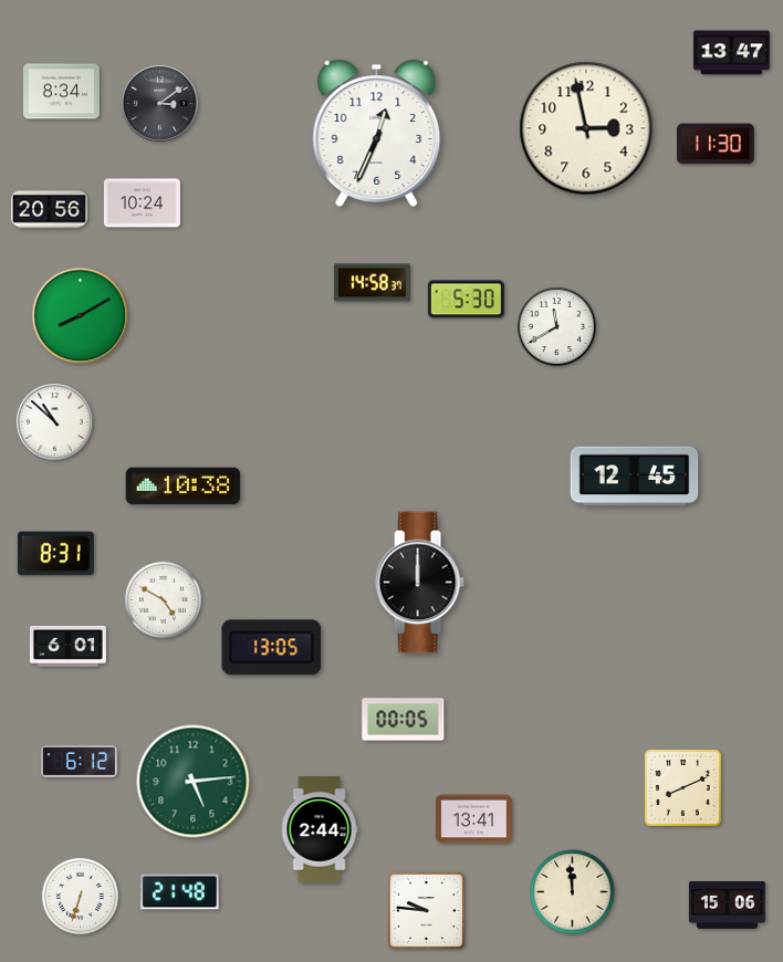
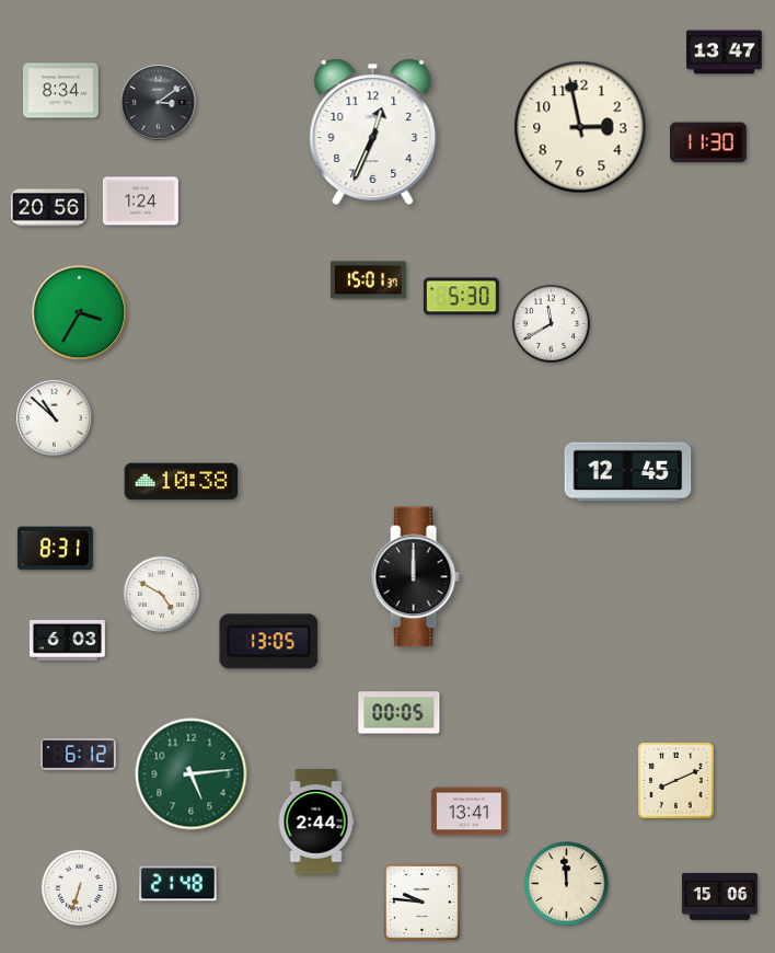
clock at (142, 203): 10:24 -> 1:24
clock at (372, 283): 14:58 -> 15:01
clock at (81, 316): 8:10 -> 3:35
clock at (67, 646): 6:01 -> 6:03
